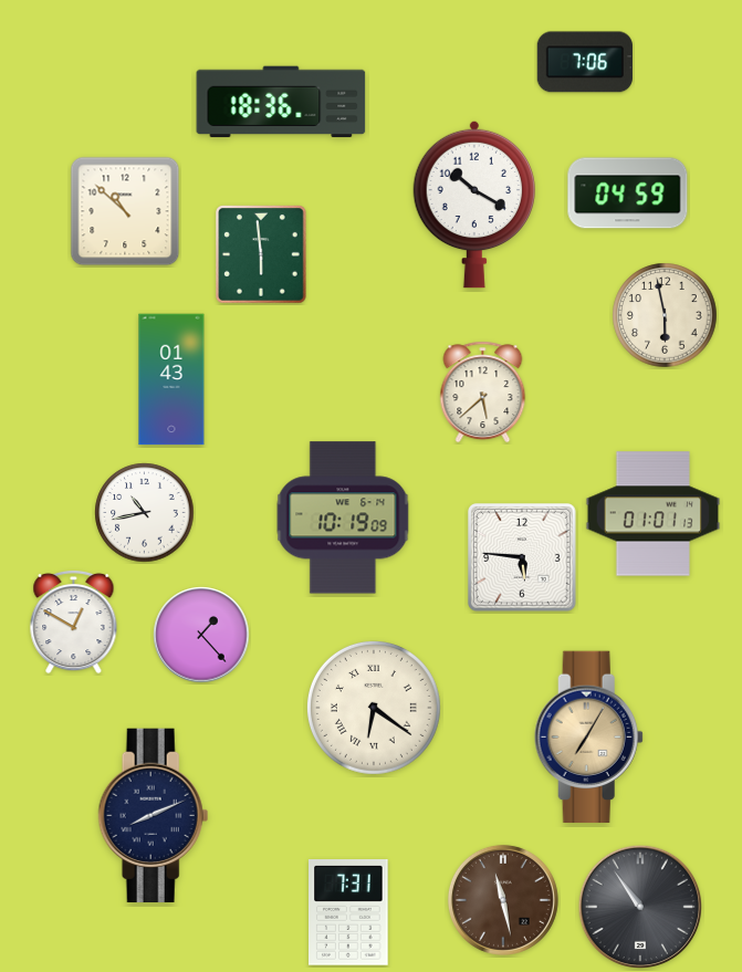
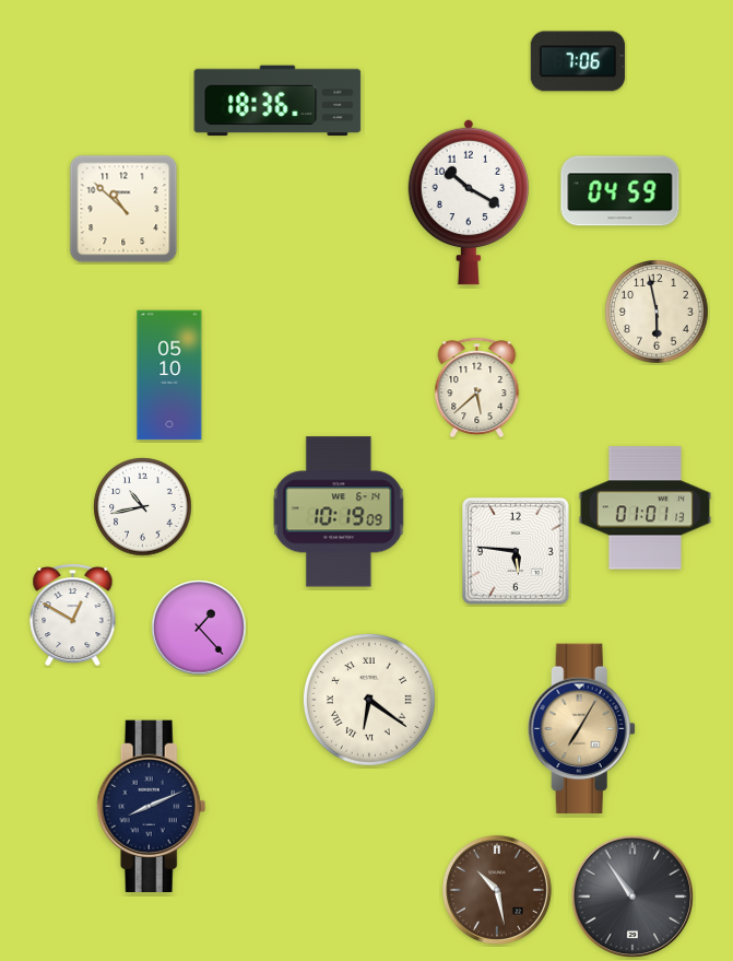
clock at (262, 254): 5:59 -> none
clock at (171, 379): 01:43 -> 05:10
clock at (503, 900): 11:28 -> 10:28
clock at (348, 913): 7:31 -> none
